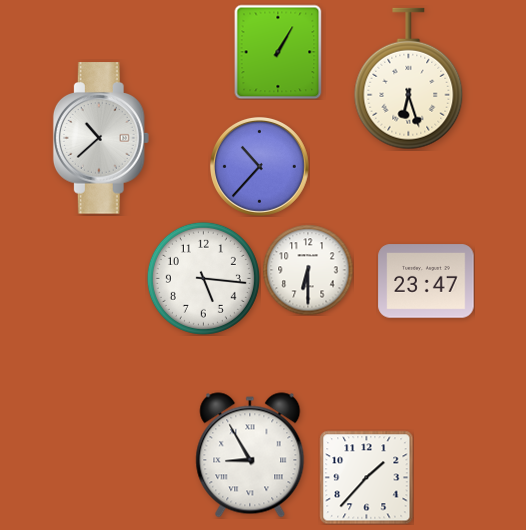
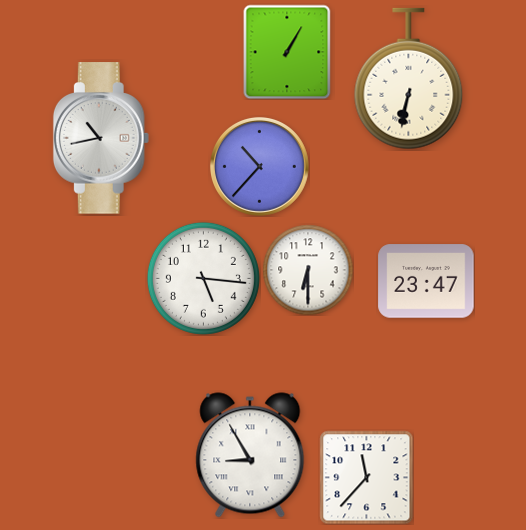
clock at (278, 52) position: (278, 52) -> (287, 52)
clock at (409, 79): 6:27 -> 6:32
clock at (101, 138): 10:38 -> 10:43
clock at (366, 477): 1:37 -> 11:37
